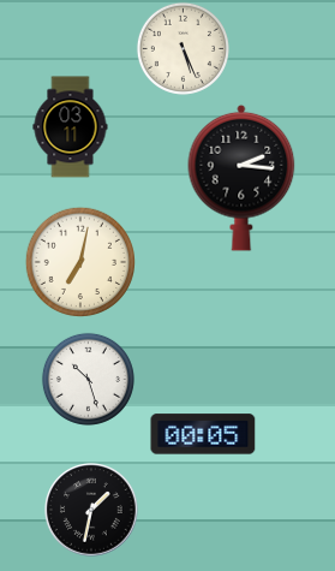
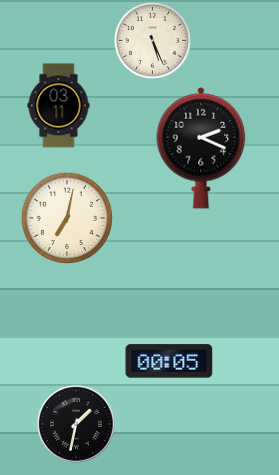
clock at (241, 178): 2:16 -> 2:19
clock at (88, 379): 10:27 -> none
